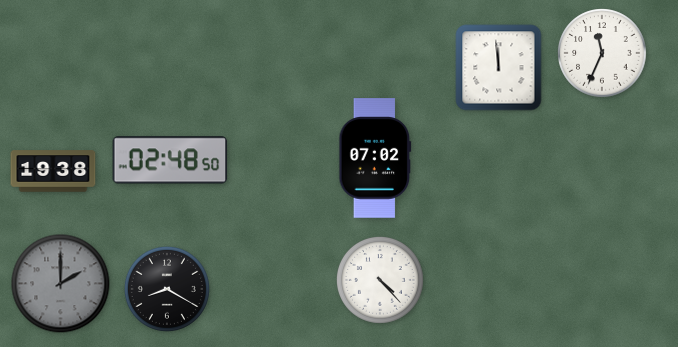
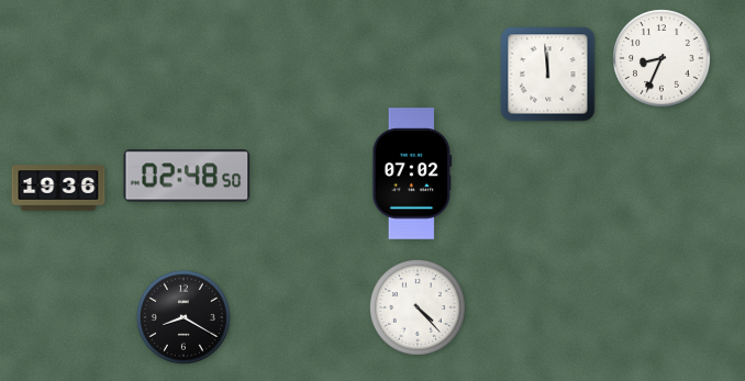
clock at (602, 53): 11:34 -> 8:34
clock at (53, 171): 19:38 -> 19:36
clock at (61, 284): 2:00 -> none
